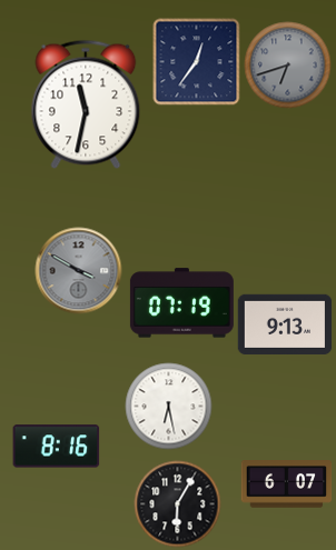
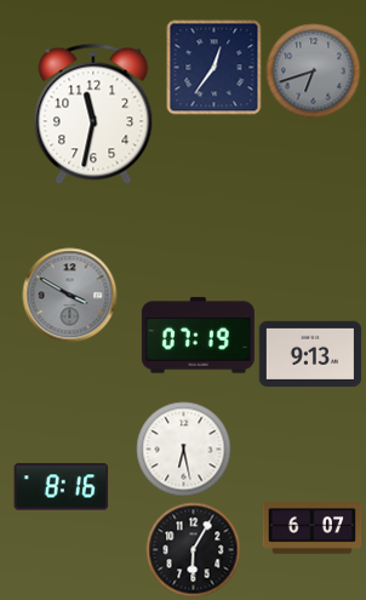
clock at (78, 270) position: (78, 270) -> (69, 295)
clock at (181, 303) position: (181, 303) -> (198, 336)
clock at (168, 406) position: (168, 406) -> (183, 448)
